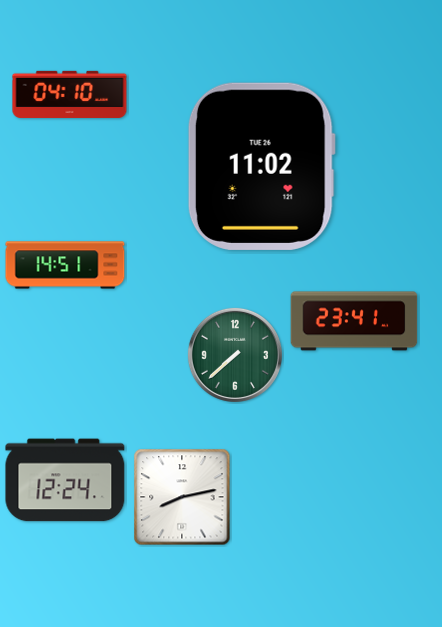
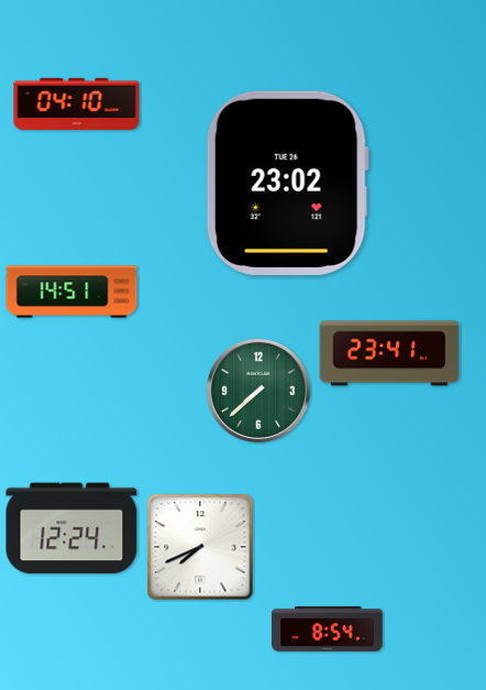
clock at (261, 166): 11:02 -> 23:02
clock at (182, 497): 8:13 -> 7:41
clock at (328, 628): none -> 8:54
